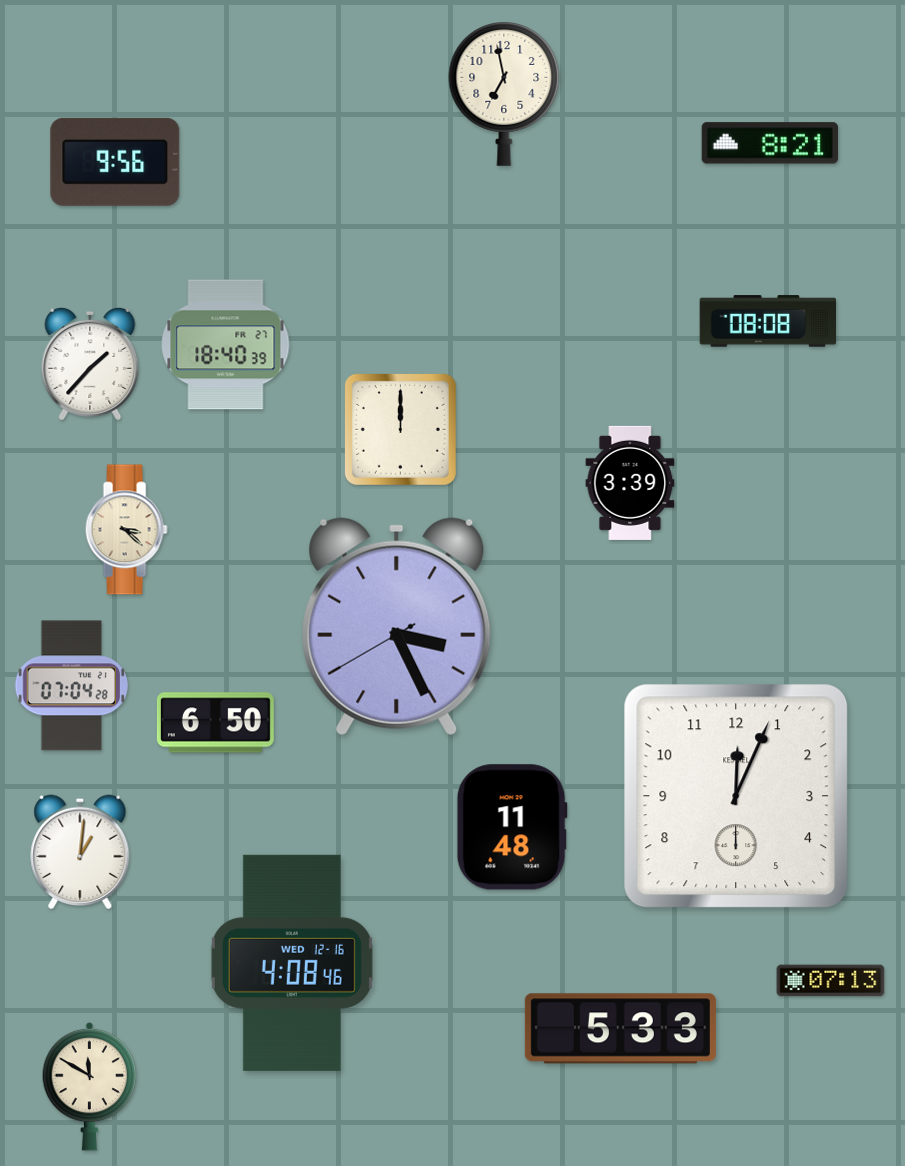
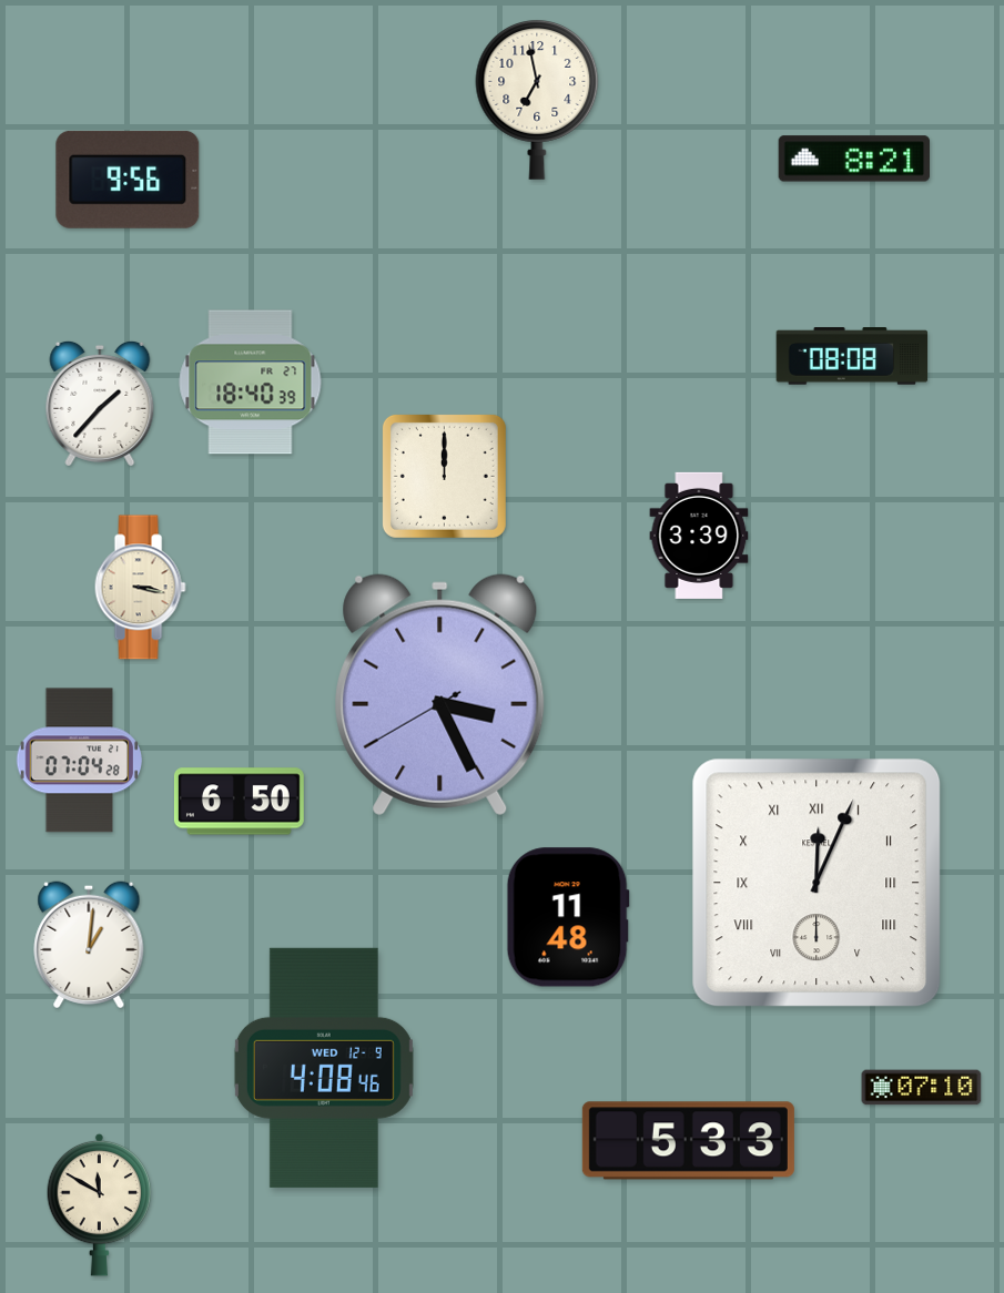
clock at (504, 94) position: (504, 94) -> (537, 100)
clock at (126, 530): 3:22 -> 3:17
clock at (736, 796) numerals: Arabic -> Roman
clock at (292, 963) date: WED 12-16 -> WED 12-9
clock at (831, 981): 07:13 -> 07:10
